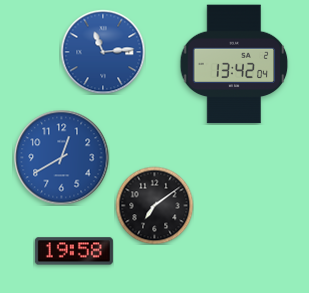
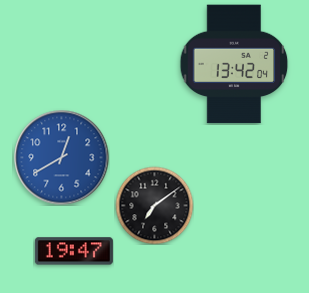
clock at (103, 52): 11:14 -> none
clock at (74, 251): 19:58 -> 19:47
